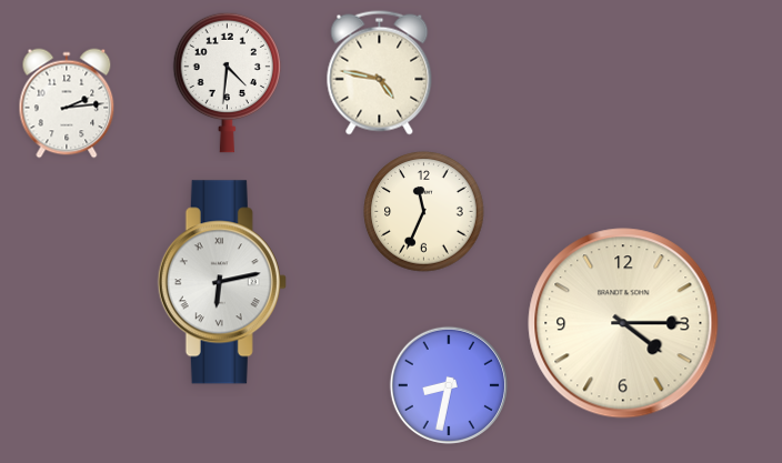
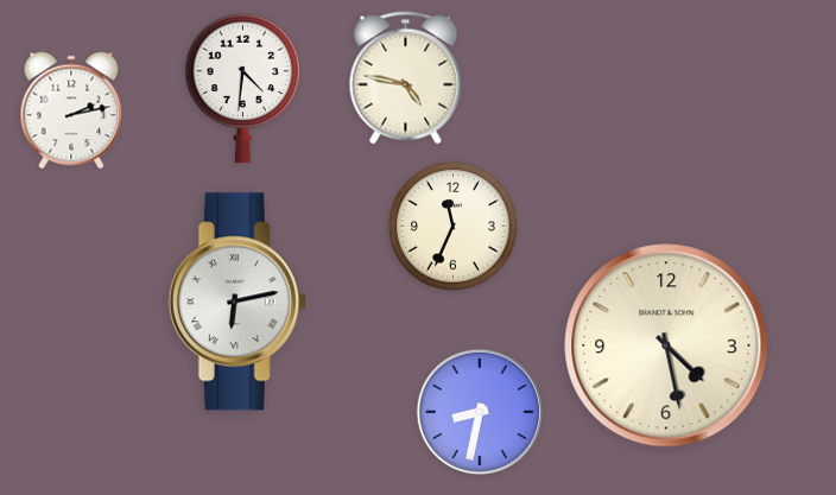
clock at (67, 103): 2:14 -> 2:13
clock at (623, 323): 4:15 -> 4:28
